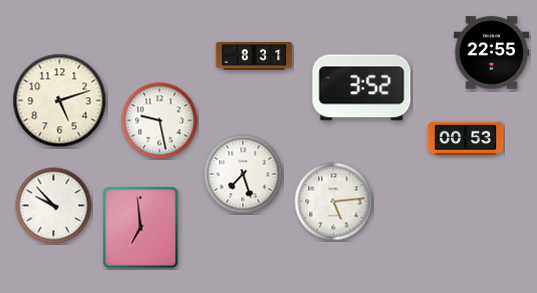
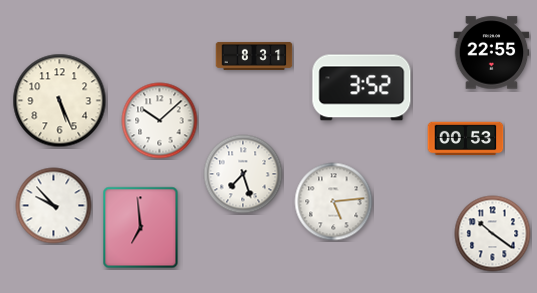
clock at (60, 101): 5:12 -> 5:26
clock at (160, 121): 9:28 -> 10:08
clock at (493, 234): none -> 10:21
